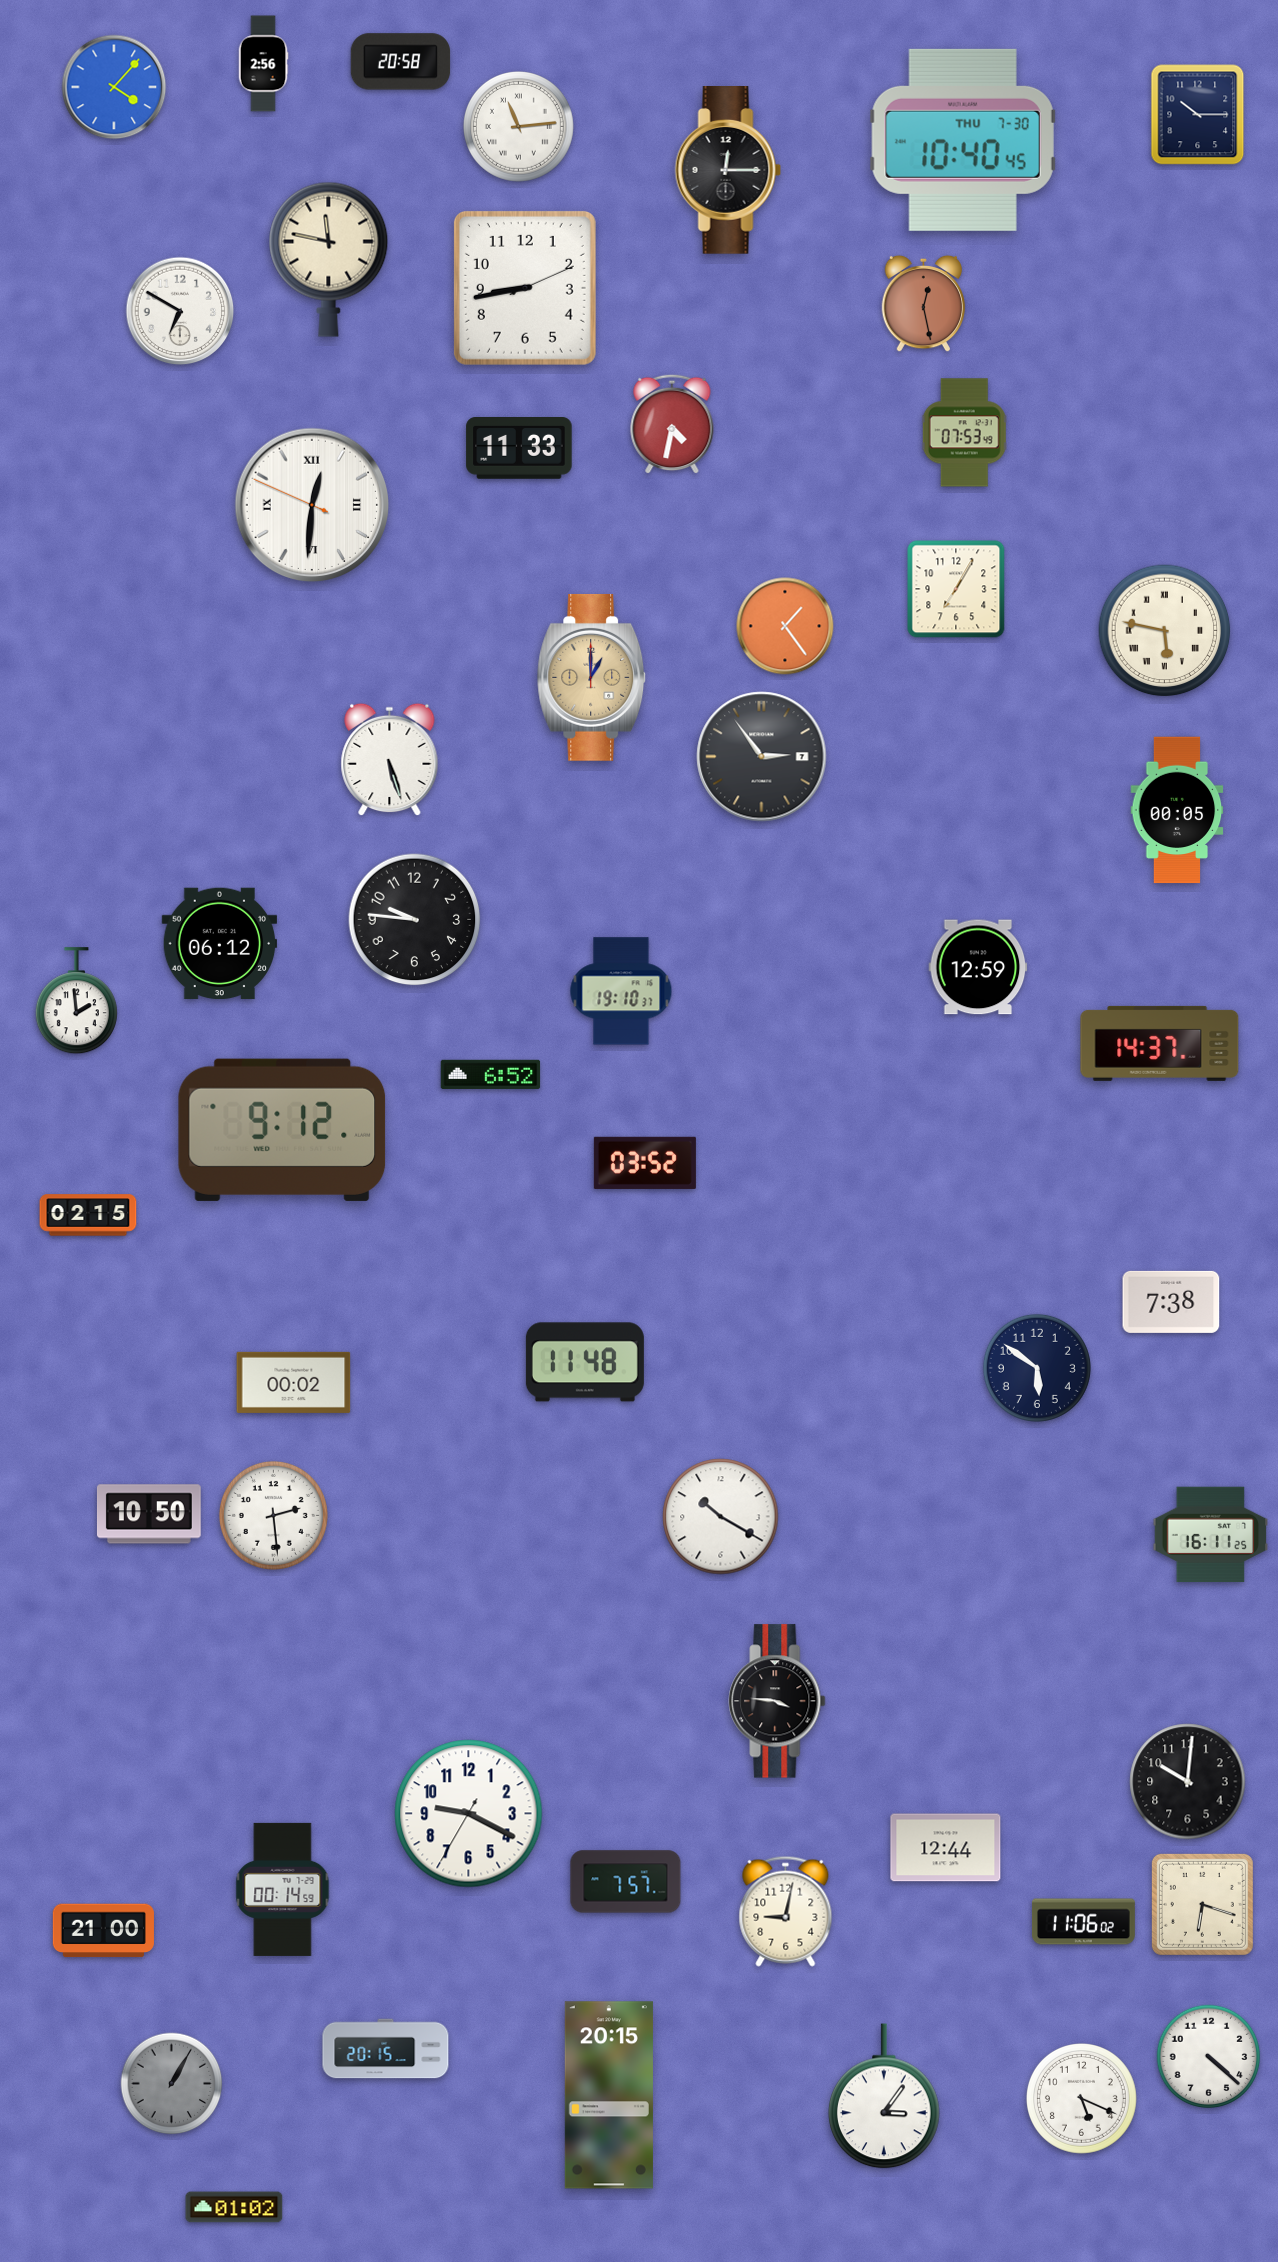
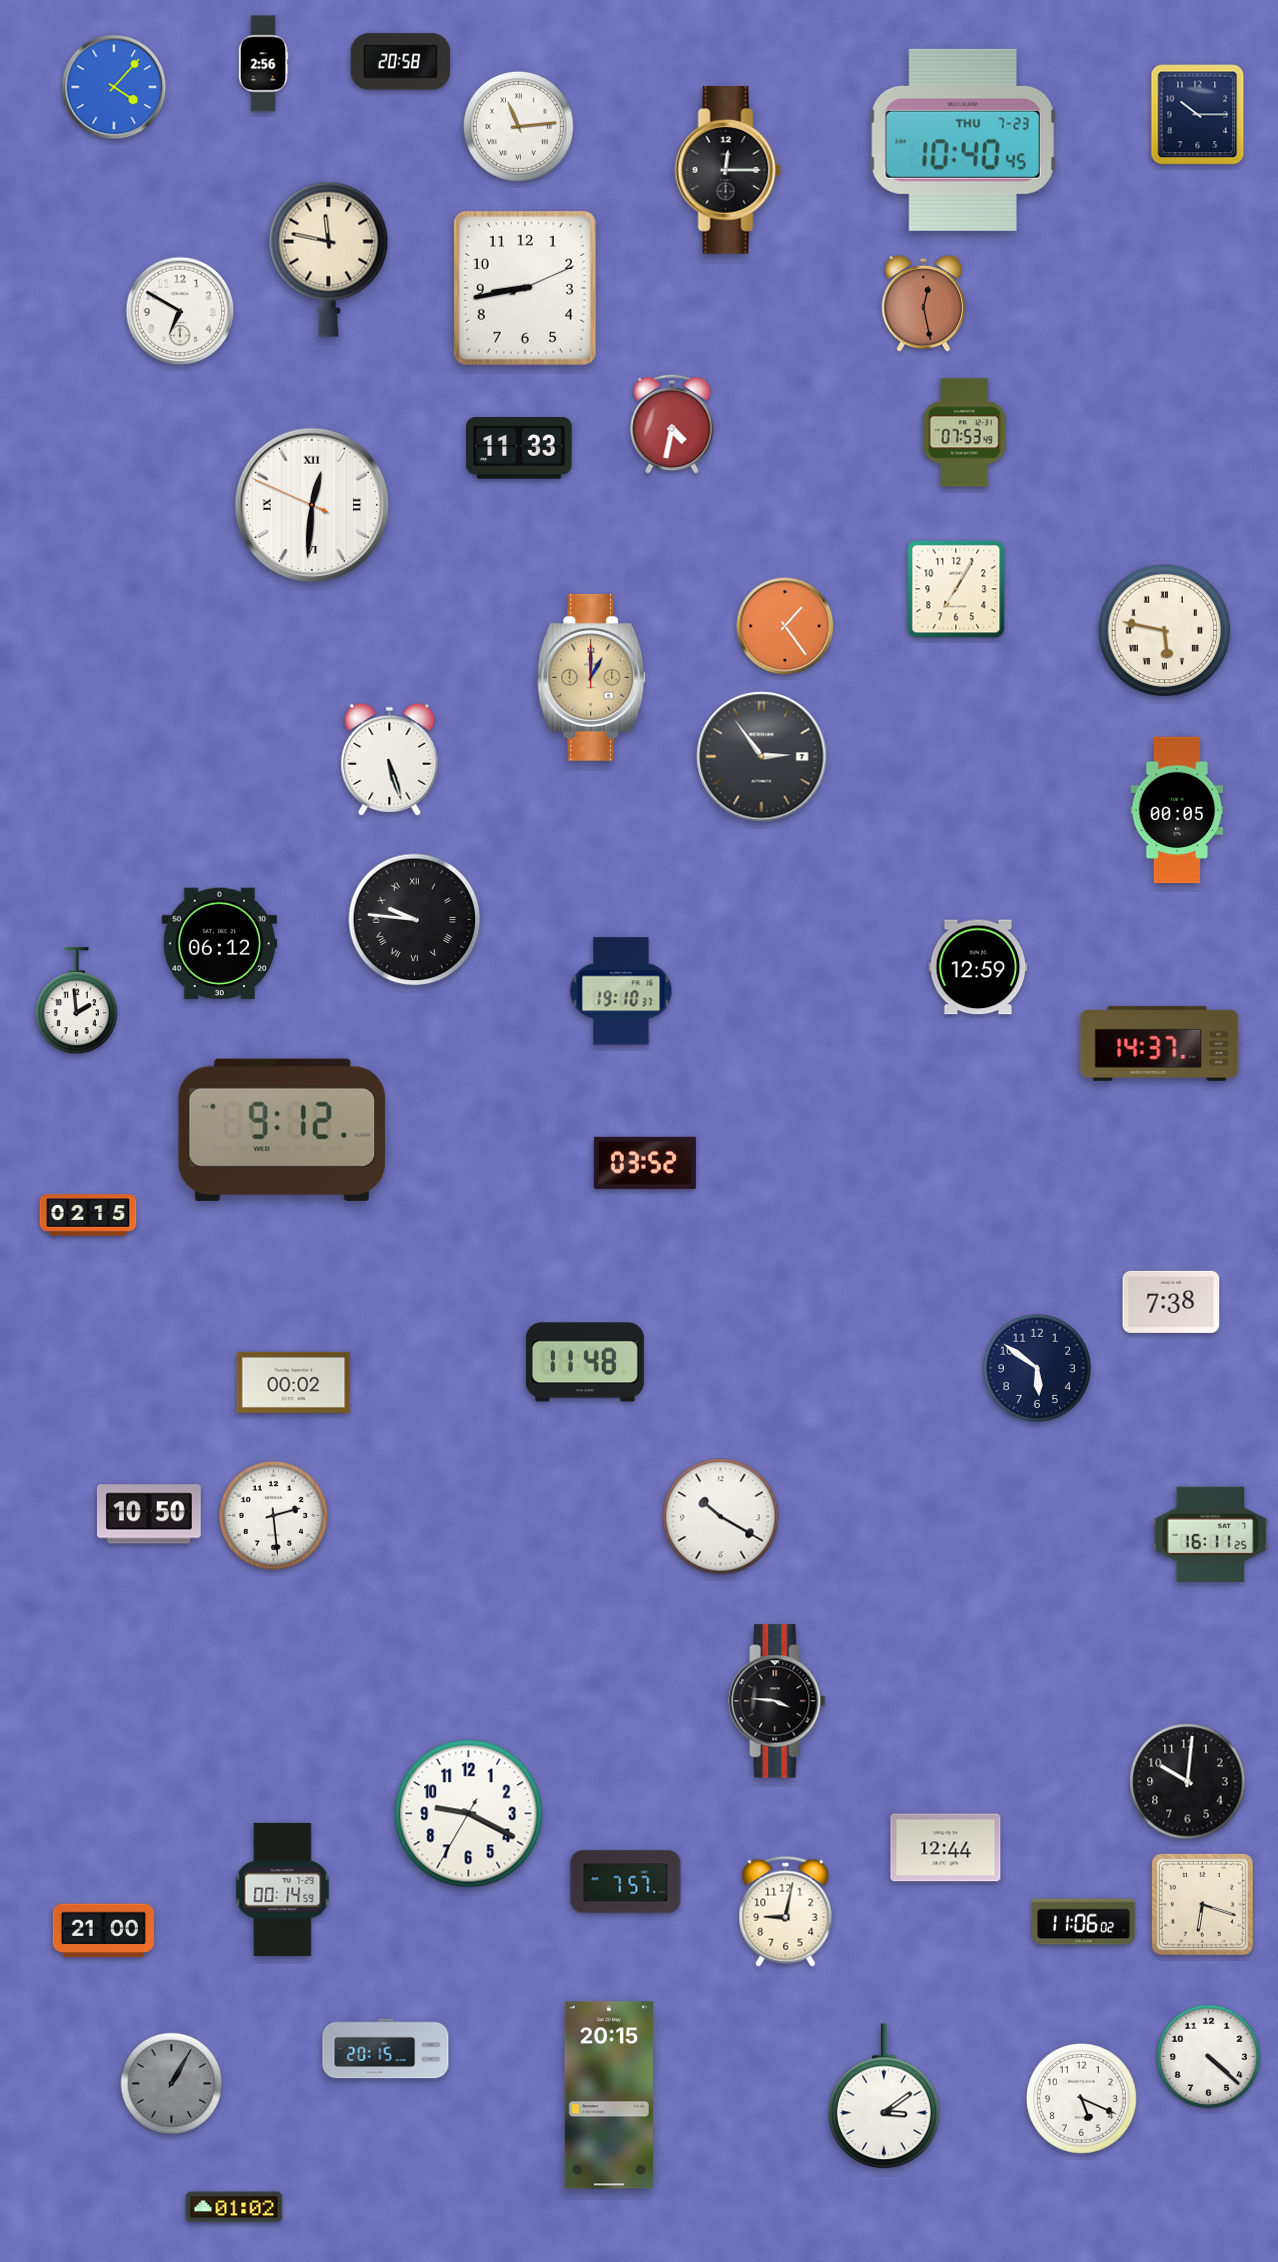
clock at (963, 140) date: THU 7-30 -> THU 7-23
clock at (415, 920) numerals: Arabic -> Roman
clock at (491, 1074): 6:52 -> none
clock at (885, 2096): 3:06 -> 3:09
